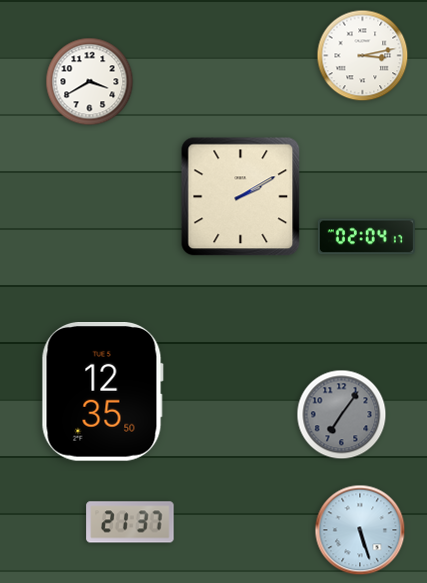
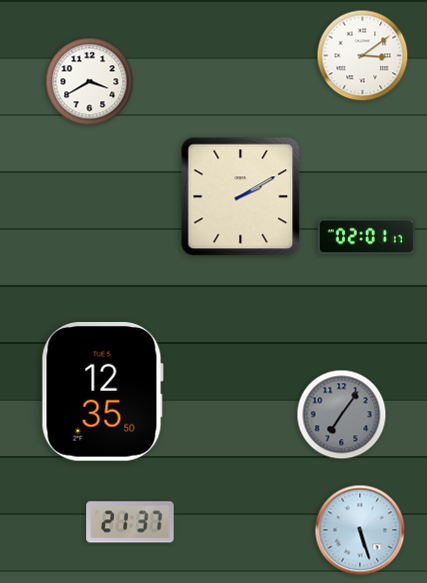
clock at (363, 56): 3:13 -> 3:09
clock at (366, 237): 02:04 -> 02:01
